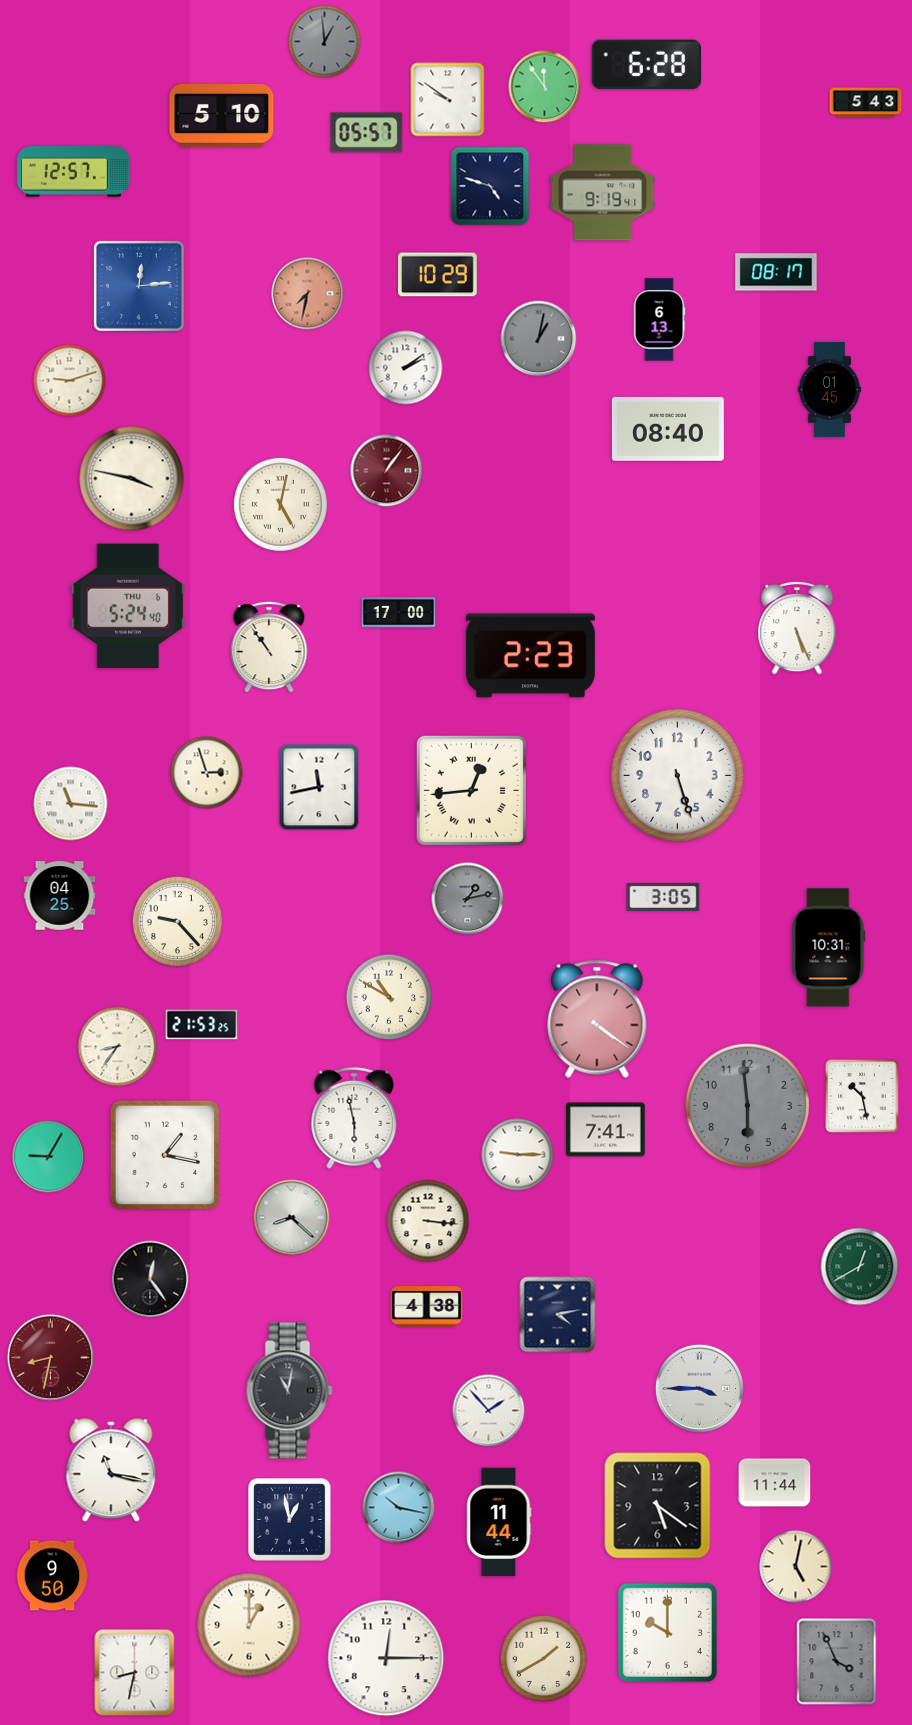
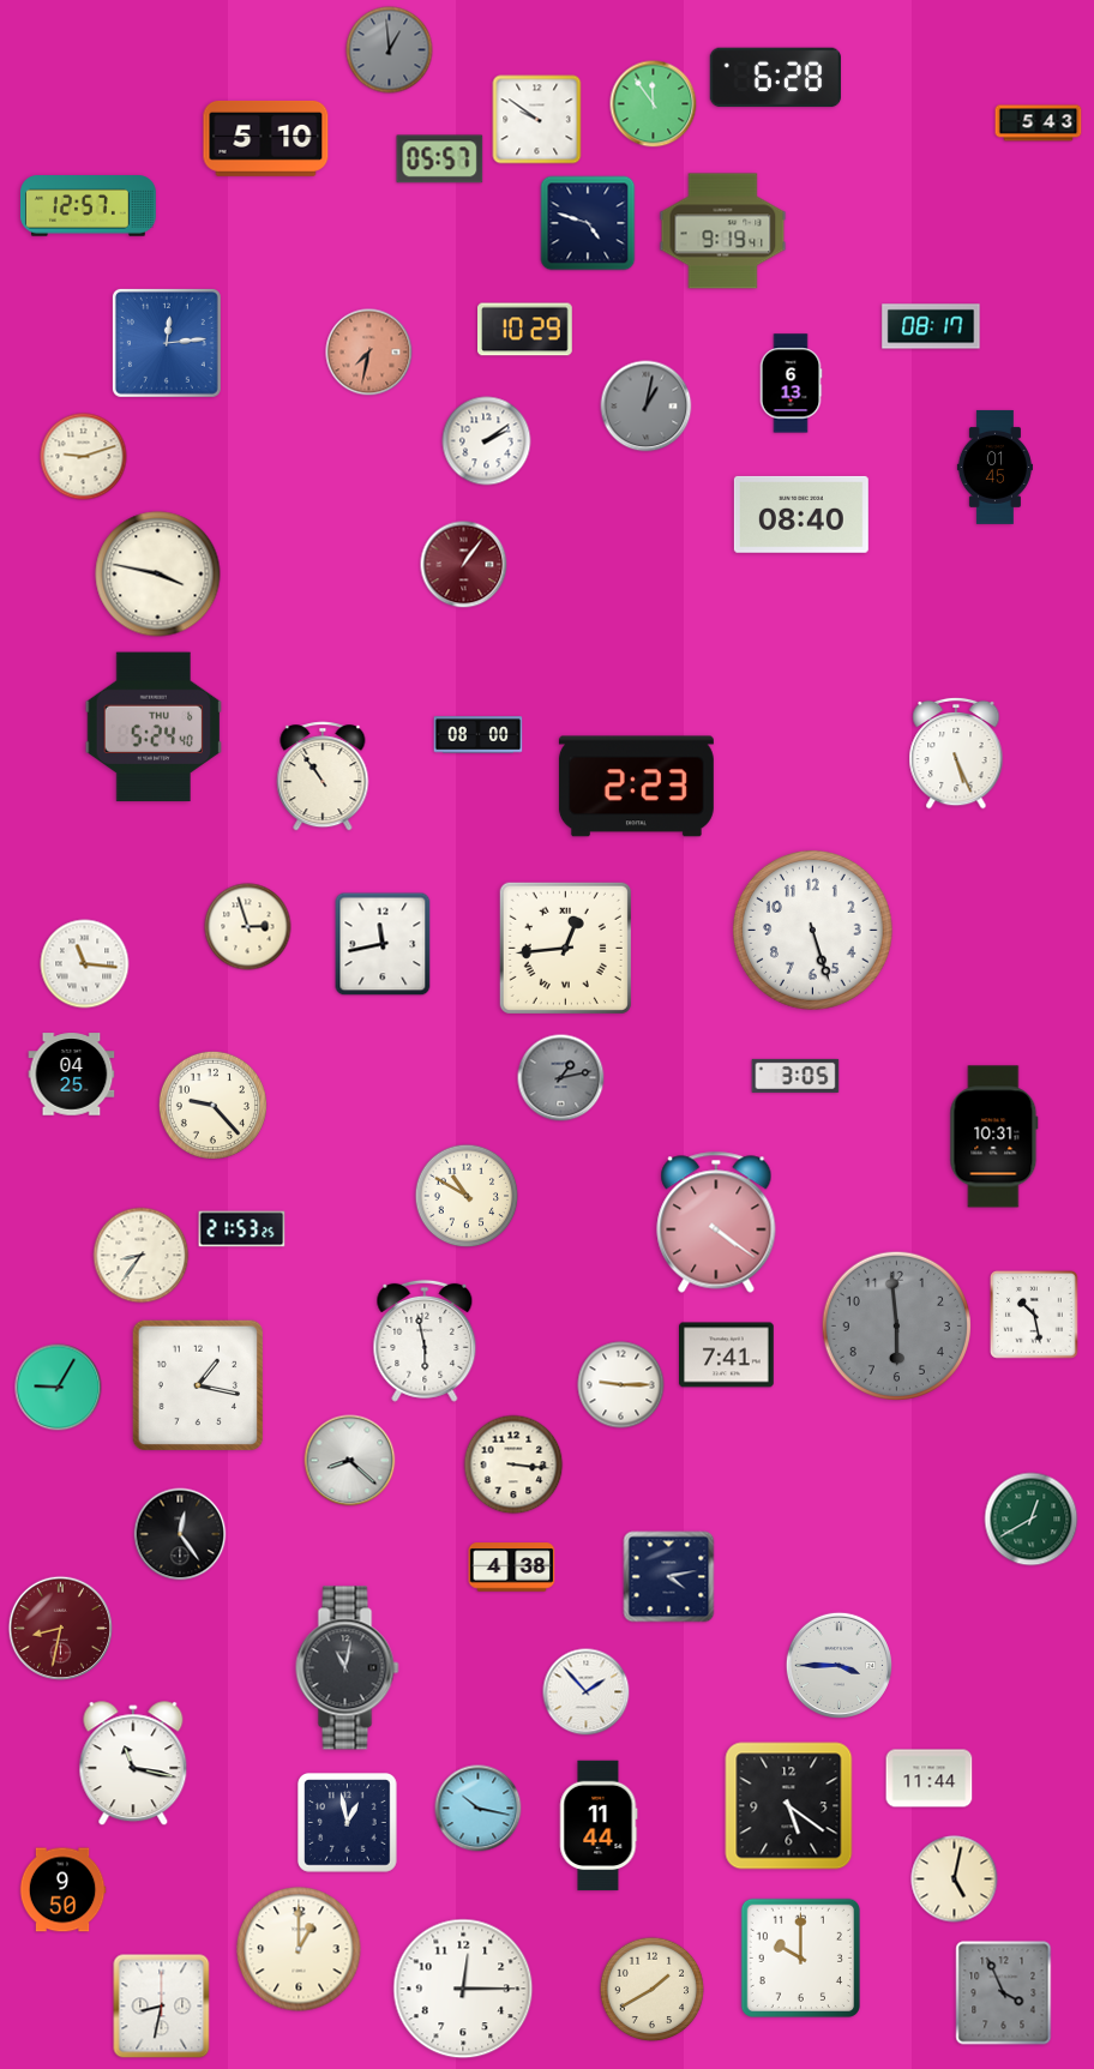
clock at (280, 504): 5:02 -> none
clock at (399, 613): 17:00 -> 08:00
